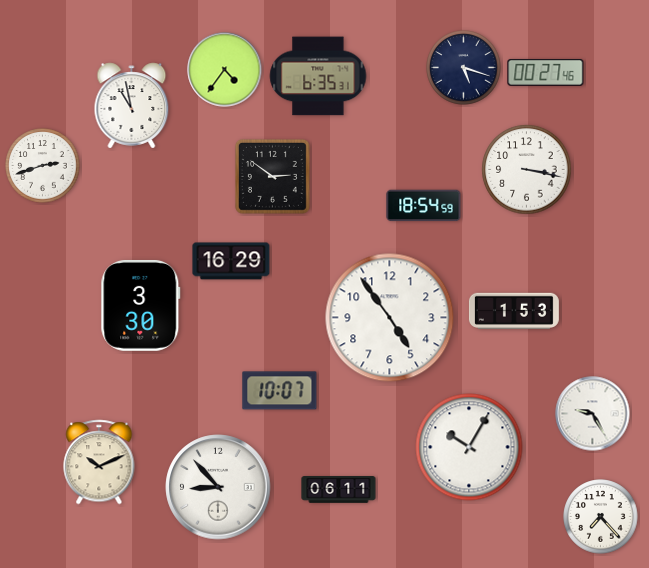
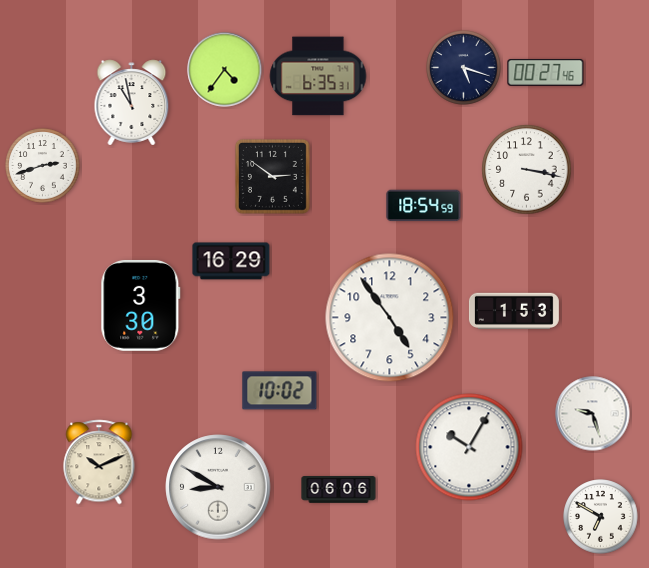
clock at (132, 106) position: (132, 106) -> (132, 103)
clock at (280, 391): 10:07 -> 10:02
clock at (593, 414): 9:25 -> 9:27
clock at (218, 487): 8:53 -> 8:50
clock at (339, 490): 06:11 -> 06:06
clock at (601, 517): 7:23 -> 6:50
